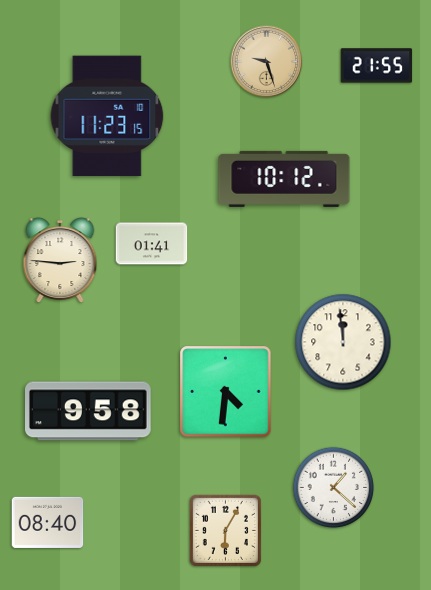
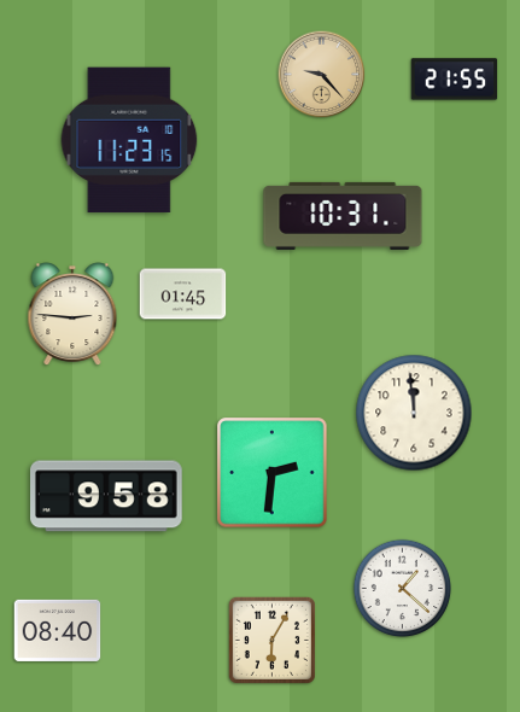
clock at (267, 62): 9:27 -> 9:23
clock at (284, 179): 10:12 -> 10:31
clock at (152, 244): 01:41 -> 01:45
clock at (226, 392): 4:31 -> 2:31
